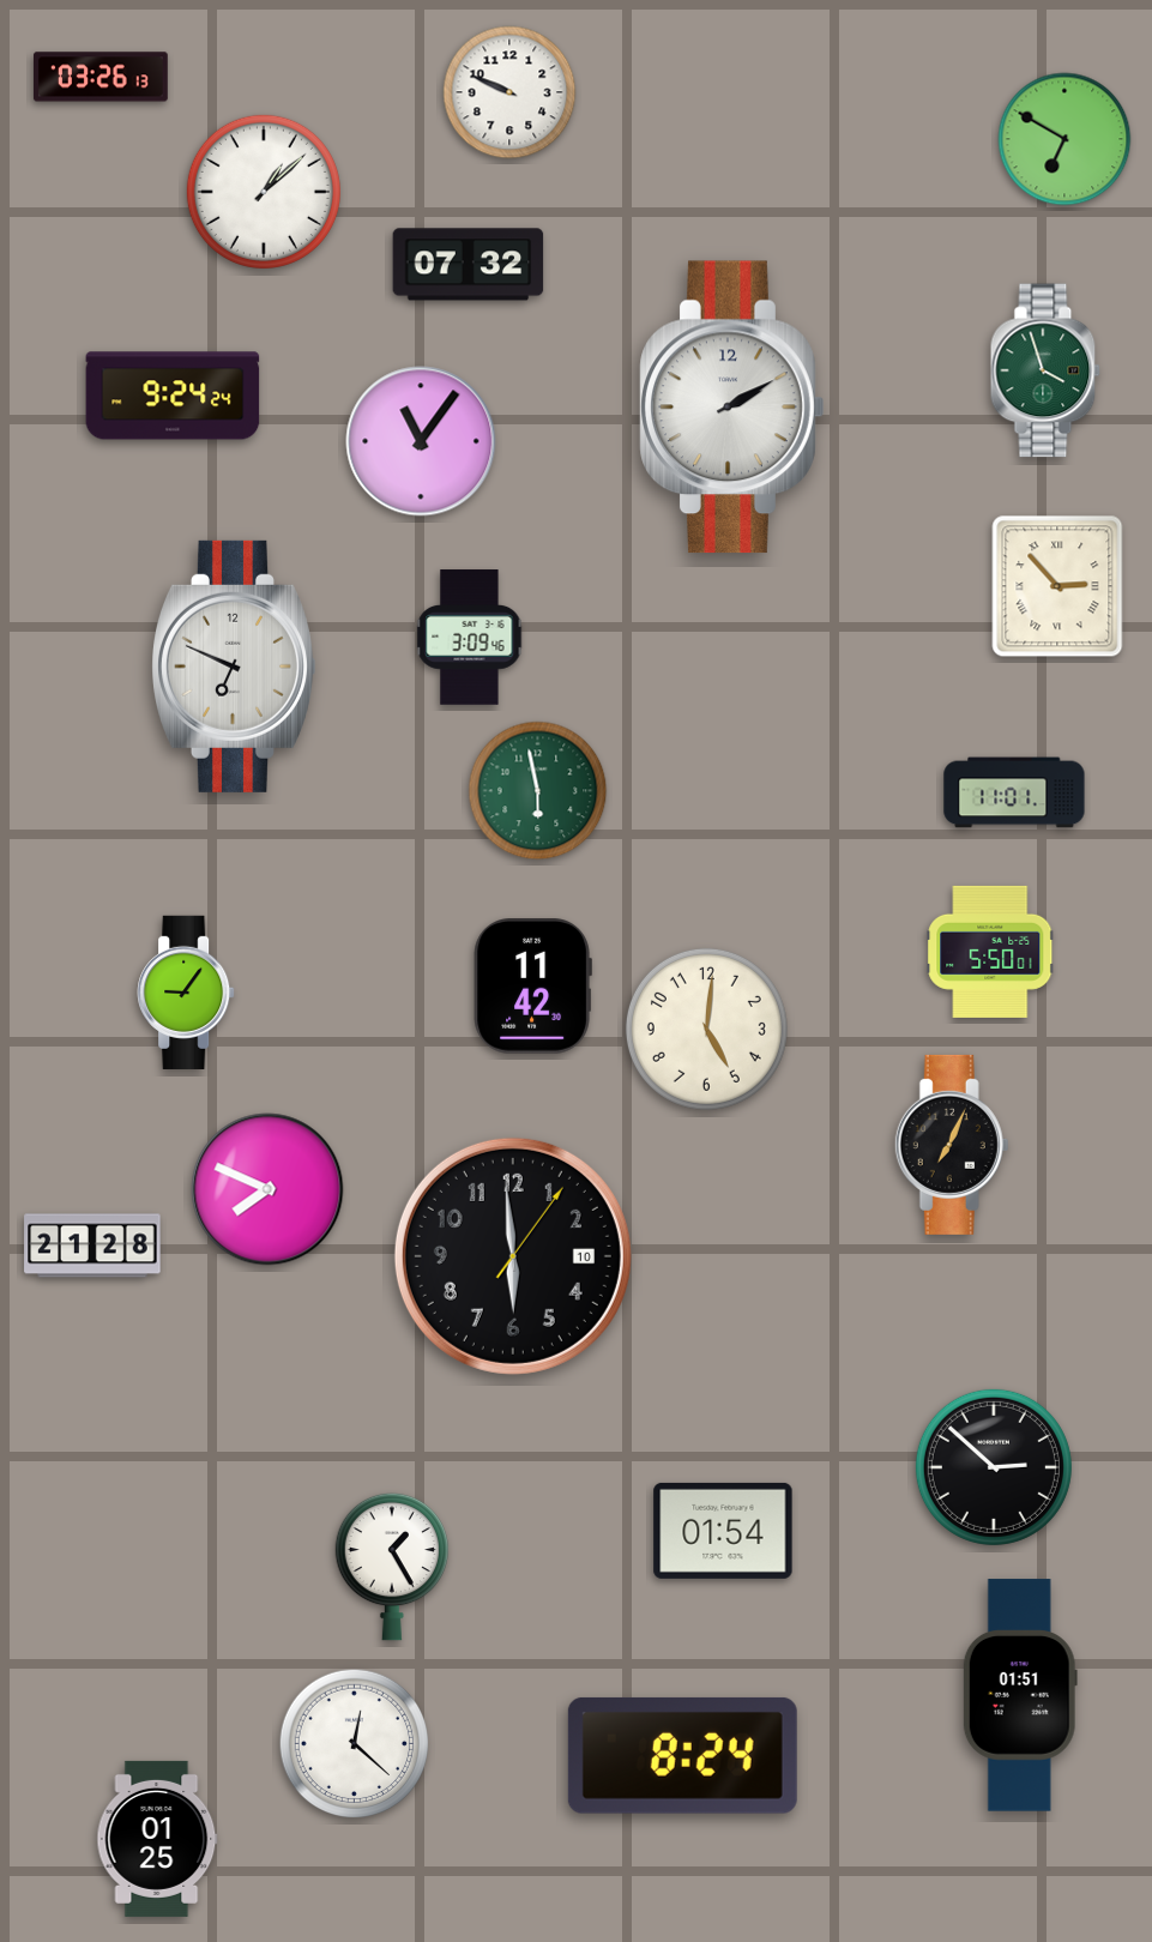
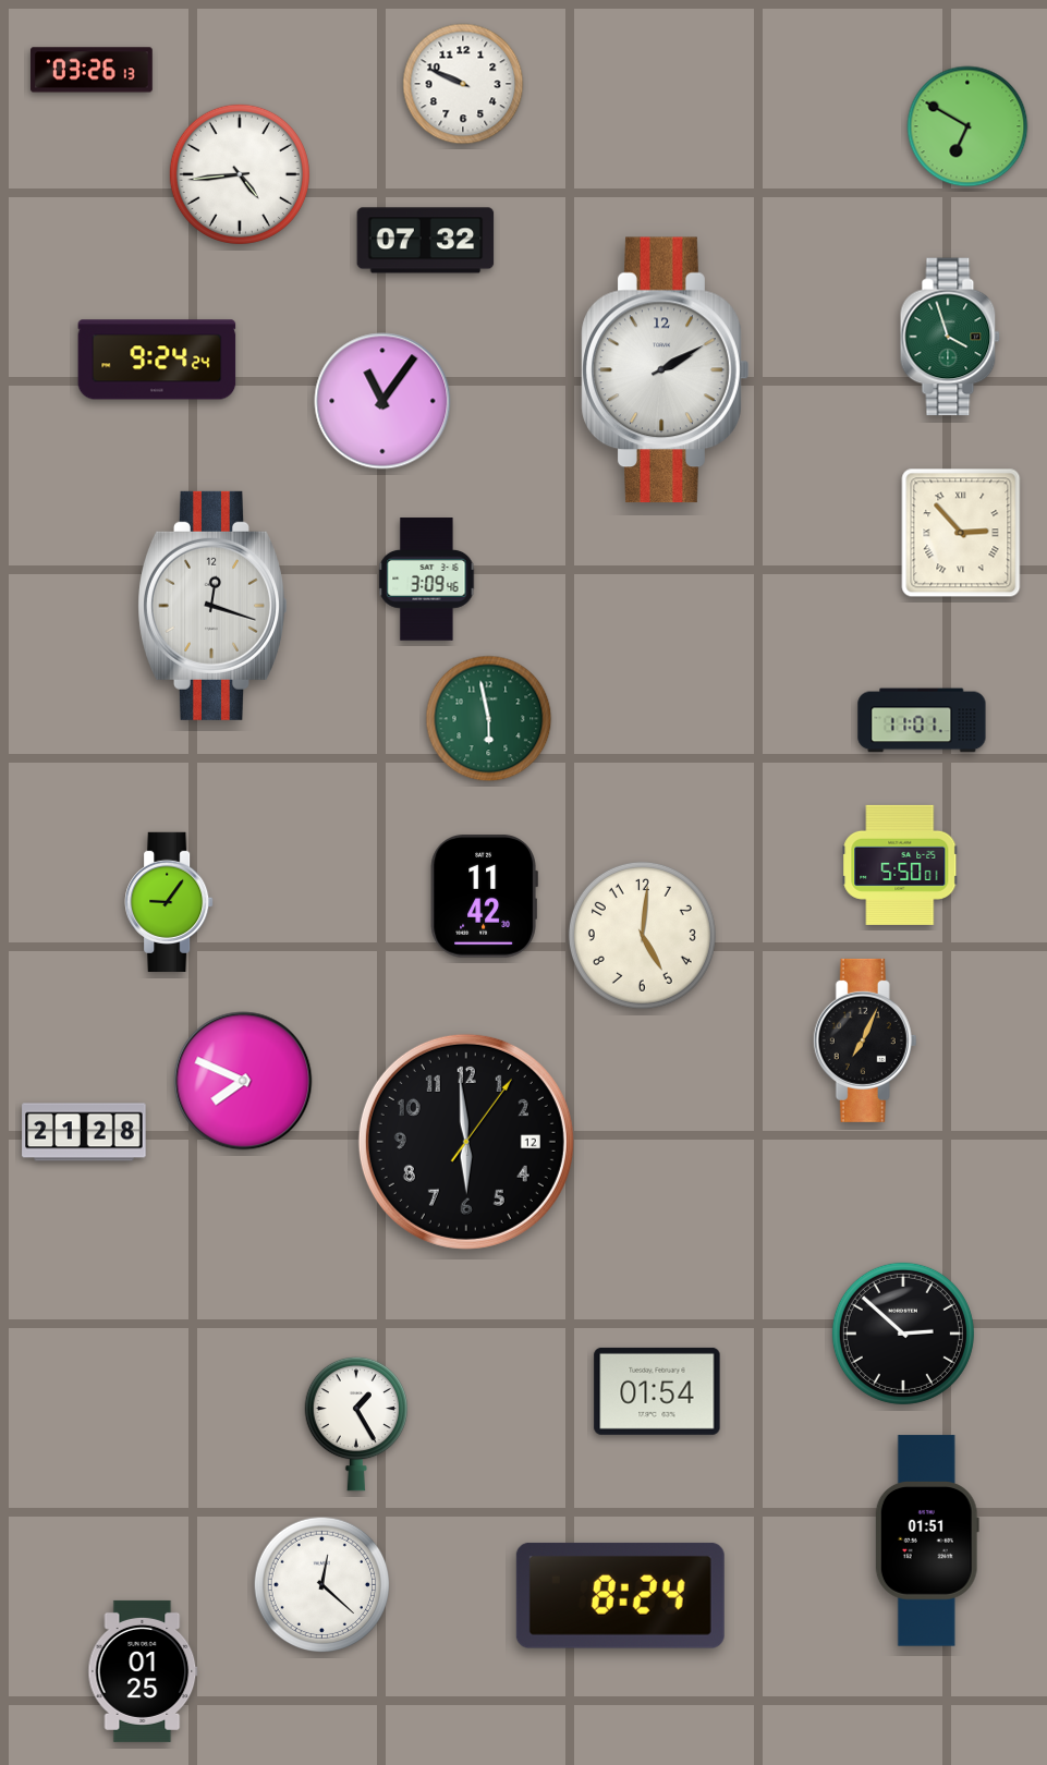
clock at (264, 192): 1:08 -> 4:44
clock at (234, 667): 6:49 -> 12:18
clock at (513, 1256) date: 10 -> 12
